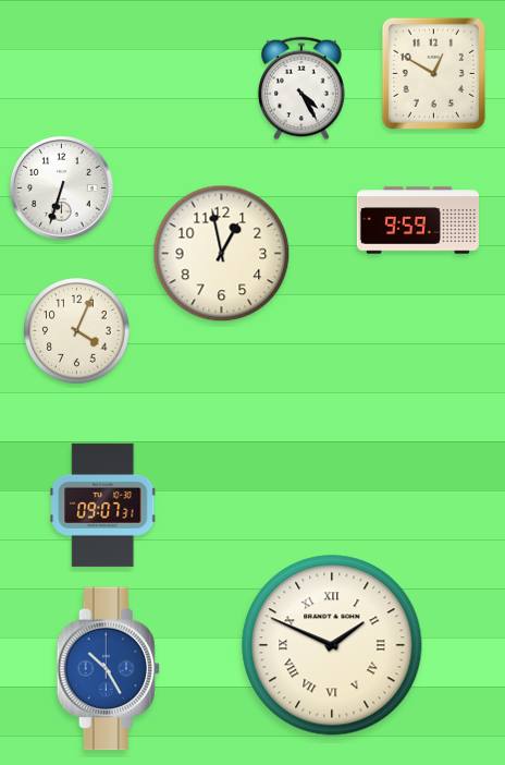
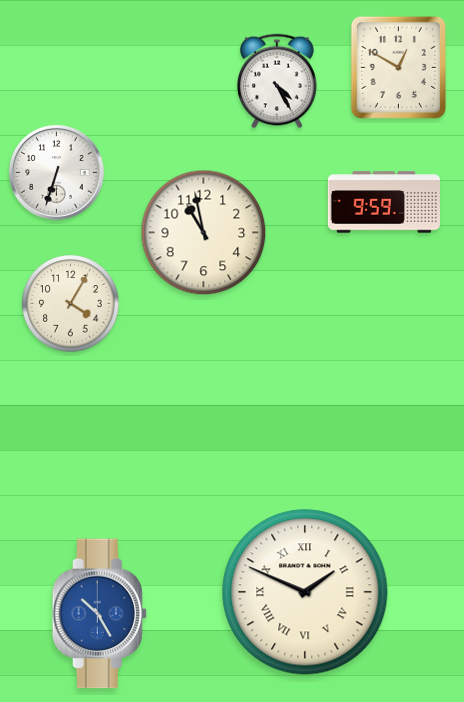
clock at (222, 254): 12:58 -> 10:58
clock at (77, 331): 4:04 -> 4:05
clock at (103, 505): 09:07 -> none
